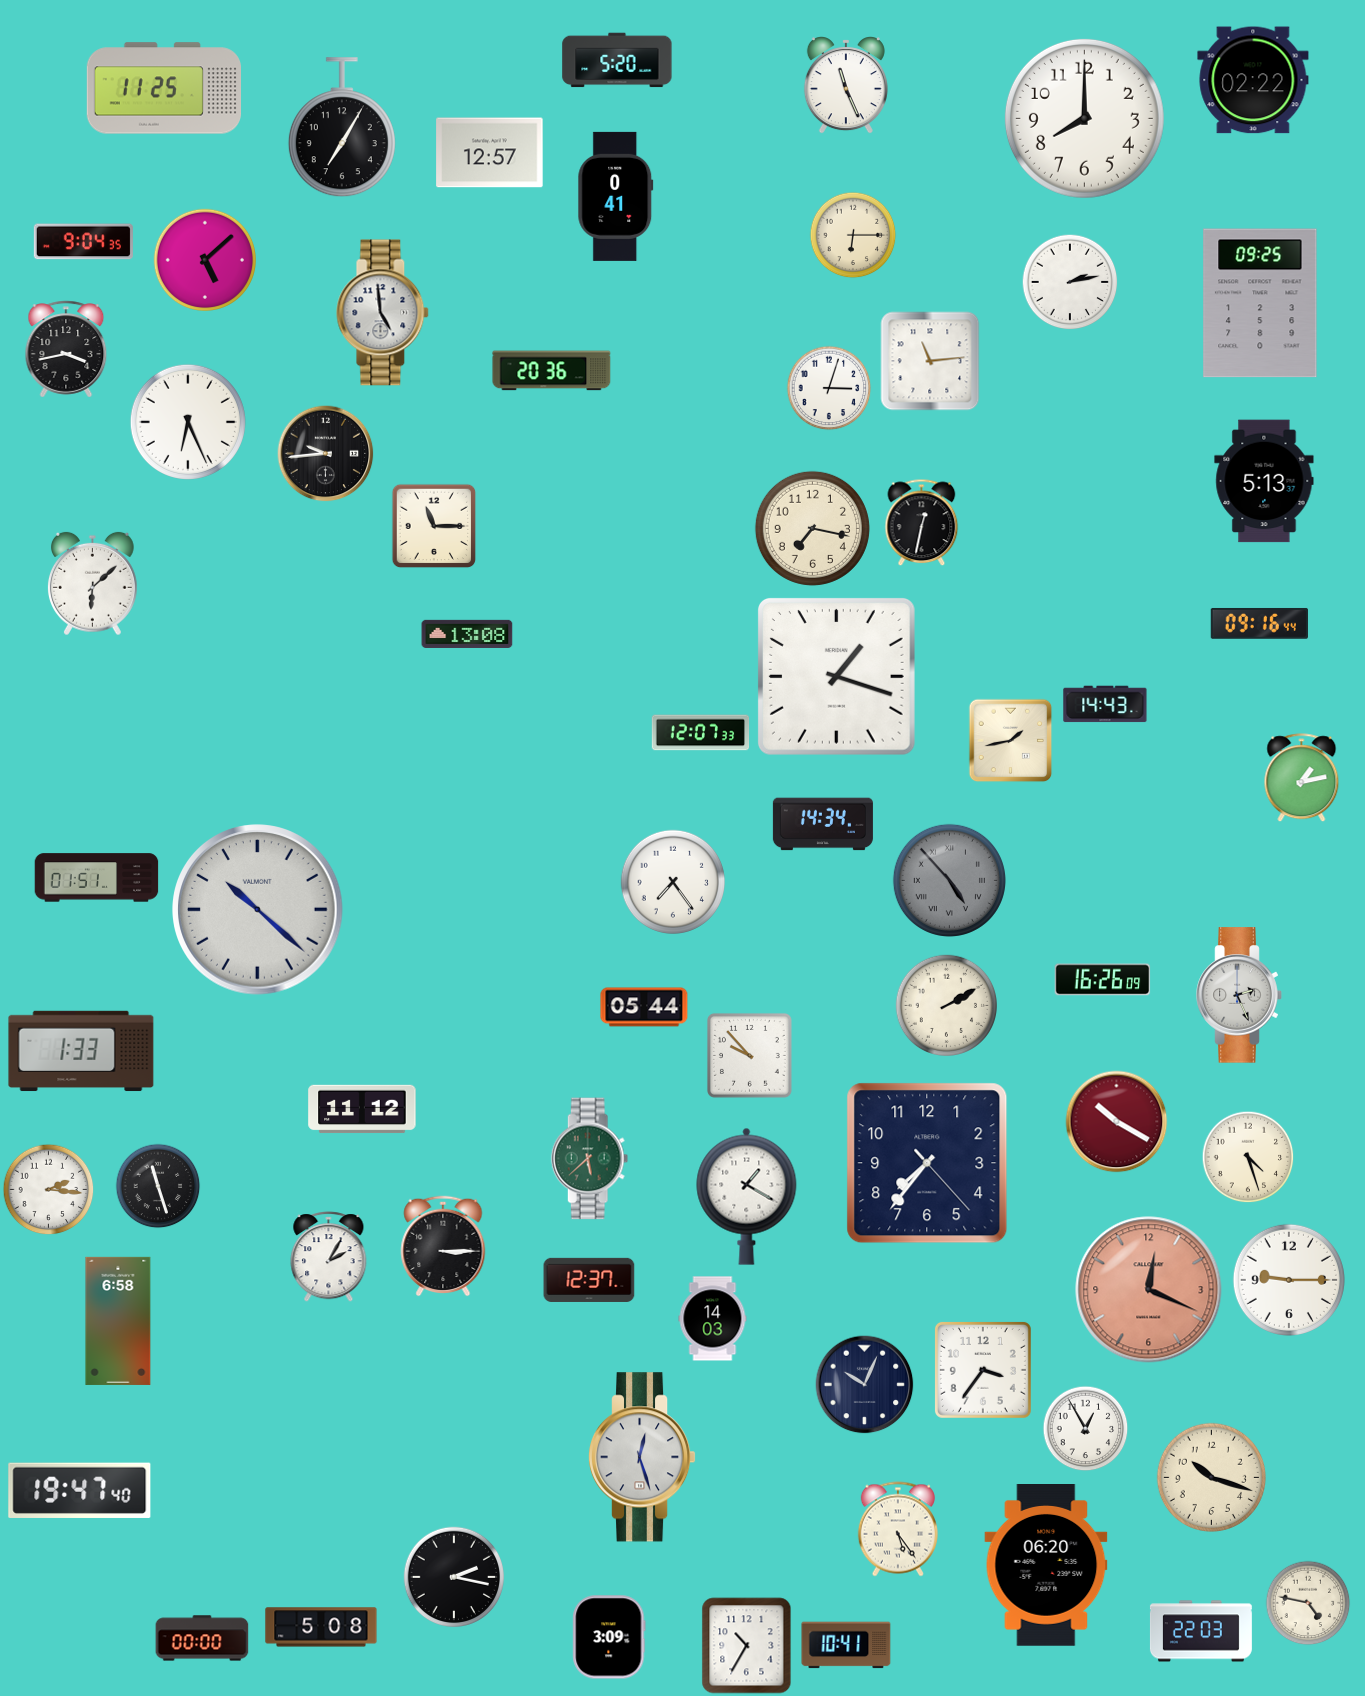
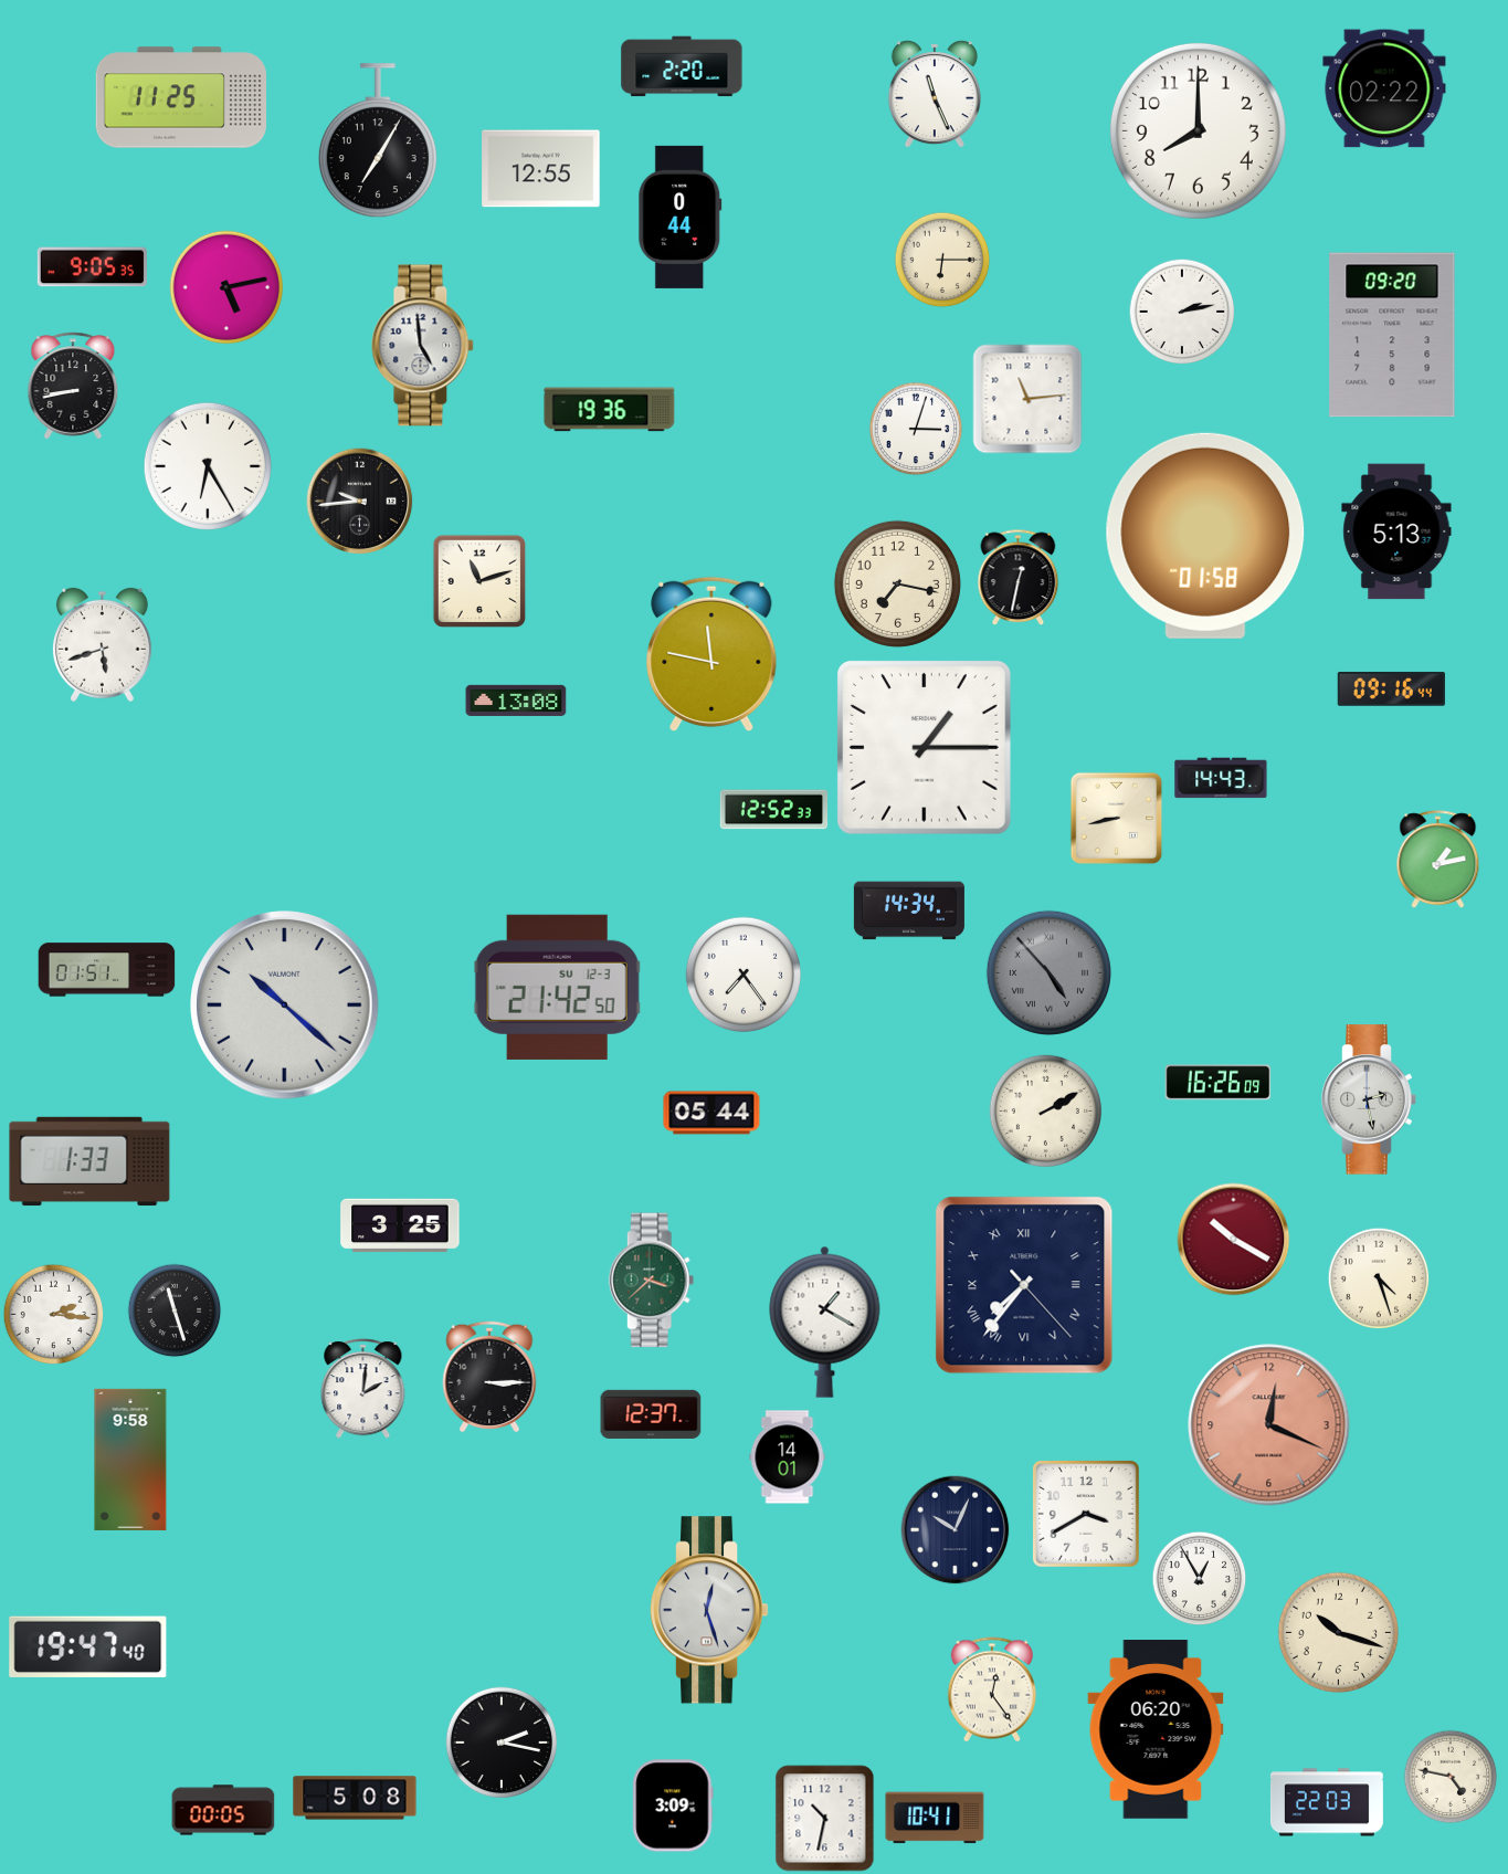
clock at (617, 60): 5:20 -> 2:20
clock at (490, 153): 12:57 -> 12:55
clock at (616, 196): 0:41 -> 0:44
clock at (83, 242): 9:04 -> 9:05
clock at (204, 259): 5:08 -> 5:13
clock at (1260, 303): 09:25 -> 09:20
clock at (66, 349): 3:43 -> 8:43
clock at (552, 371): 20:36 -> 19:36
clock at (188, 422): 6:26 -> 6:25
clock at (1205, 536): none -> 01:58
clock at (434, 526): 11:15 -> 11:12
clock at (93, 584): 6:08 -> 5:42
clock at (711, 654): none -> 11:47
clock at (836, 676): 1:18 -> 1:15
clock at (701, 733): 12:07 -> 12:52
clock at (1011, 741): 1:43 -> 8:43
clock at (557, 987): none -> 21:42
clock at (1239, 995): 2:26 -> 2:28
clock at (749, 1055): 9:53 -> none
clock at (362, 1109): 11:12 -> 3:25
clock at (590, 1159): 5:38 -> 3:38
clock at (927, 1163) numerals: Arabic -> Roman
clock at (329, 1257): 2:05 -> 2:01
clock at (1289, 1280): 9:15 -> none
clock at (713, 1319): 14:03 -> 14:01
clock at (118, 1321): 6:58 -> 9:58
clock at (983, 1370): 3:36 -> 3:40
clock at (898, 1529): 5:24 -> 12:24
clock at (1308, 1603) position: (1308, 1603) -> (1451, 1777)
clock at (609, 1637) position: (609, 1637) -> (673, 1805)
clock at (202, 1638): 00:00 -> 00:05
clock at (747, 1646): 10:35 -> 10:32
